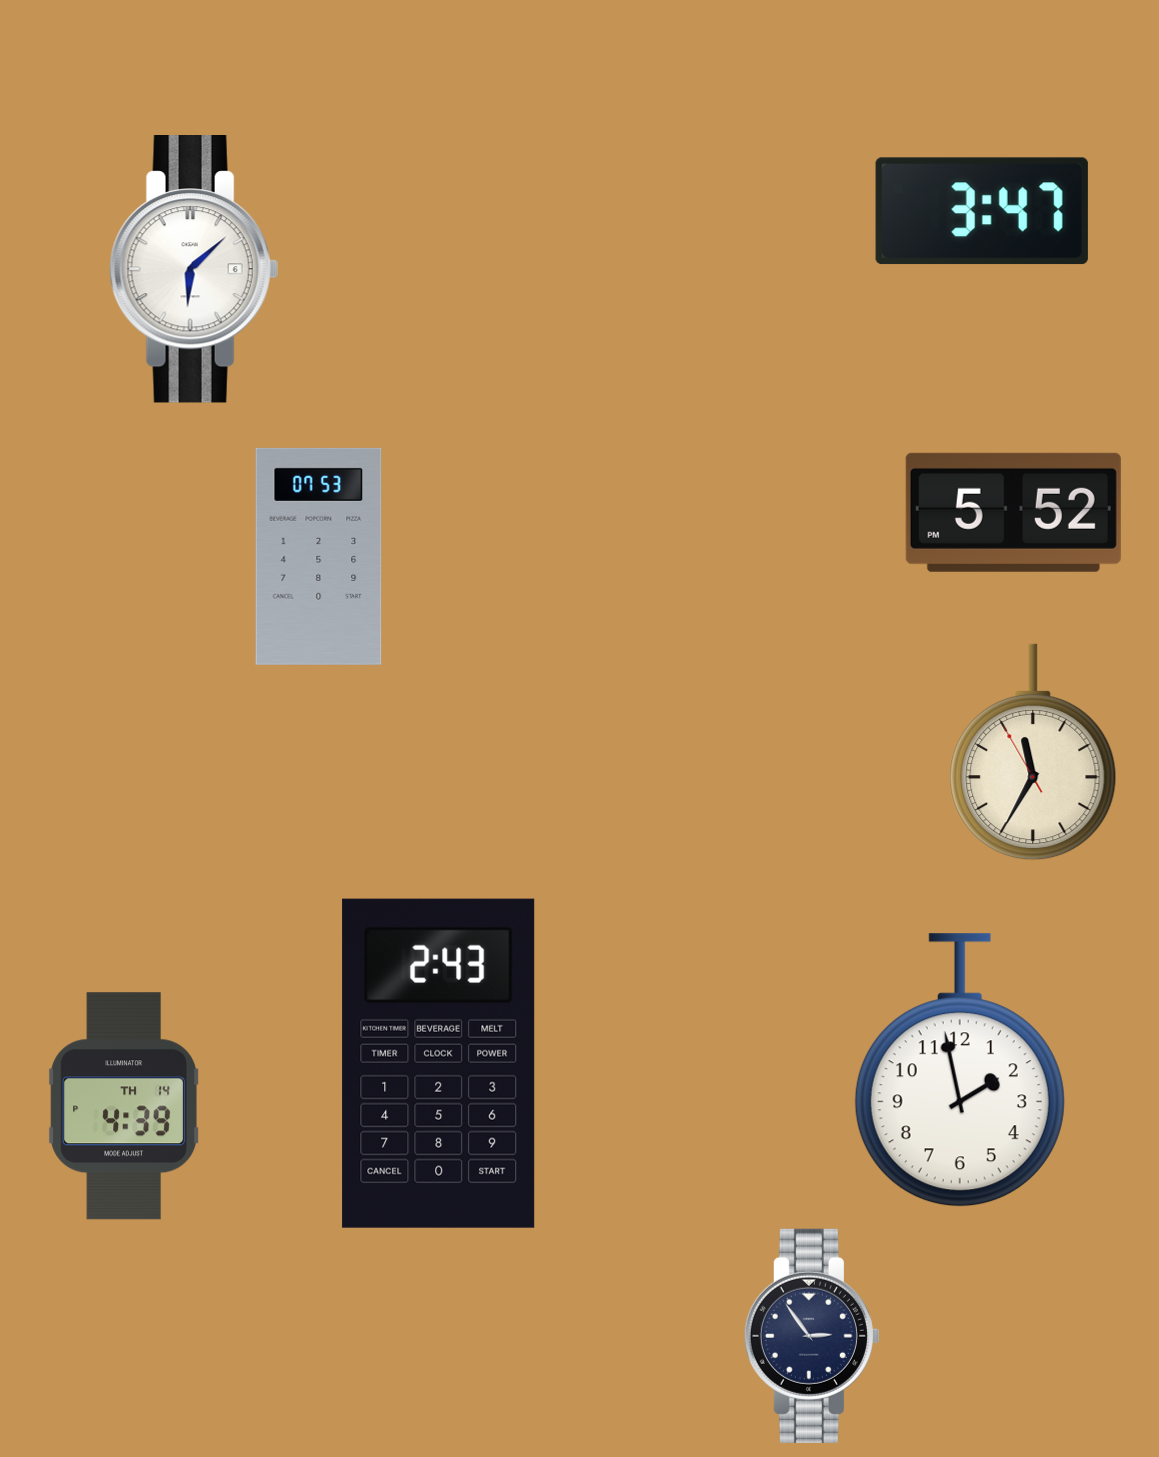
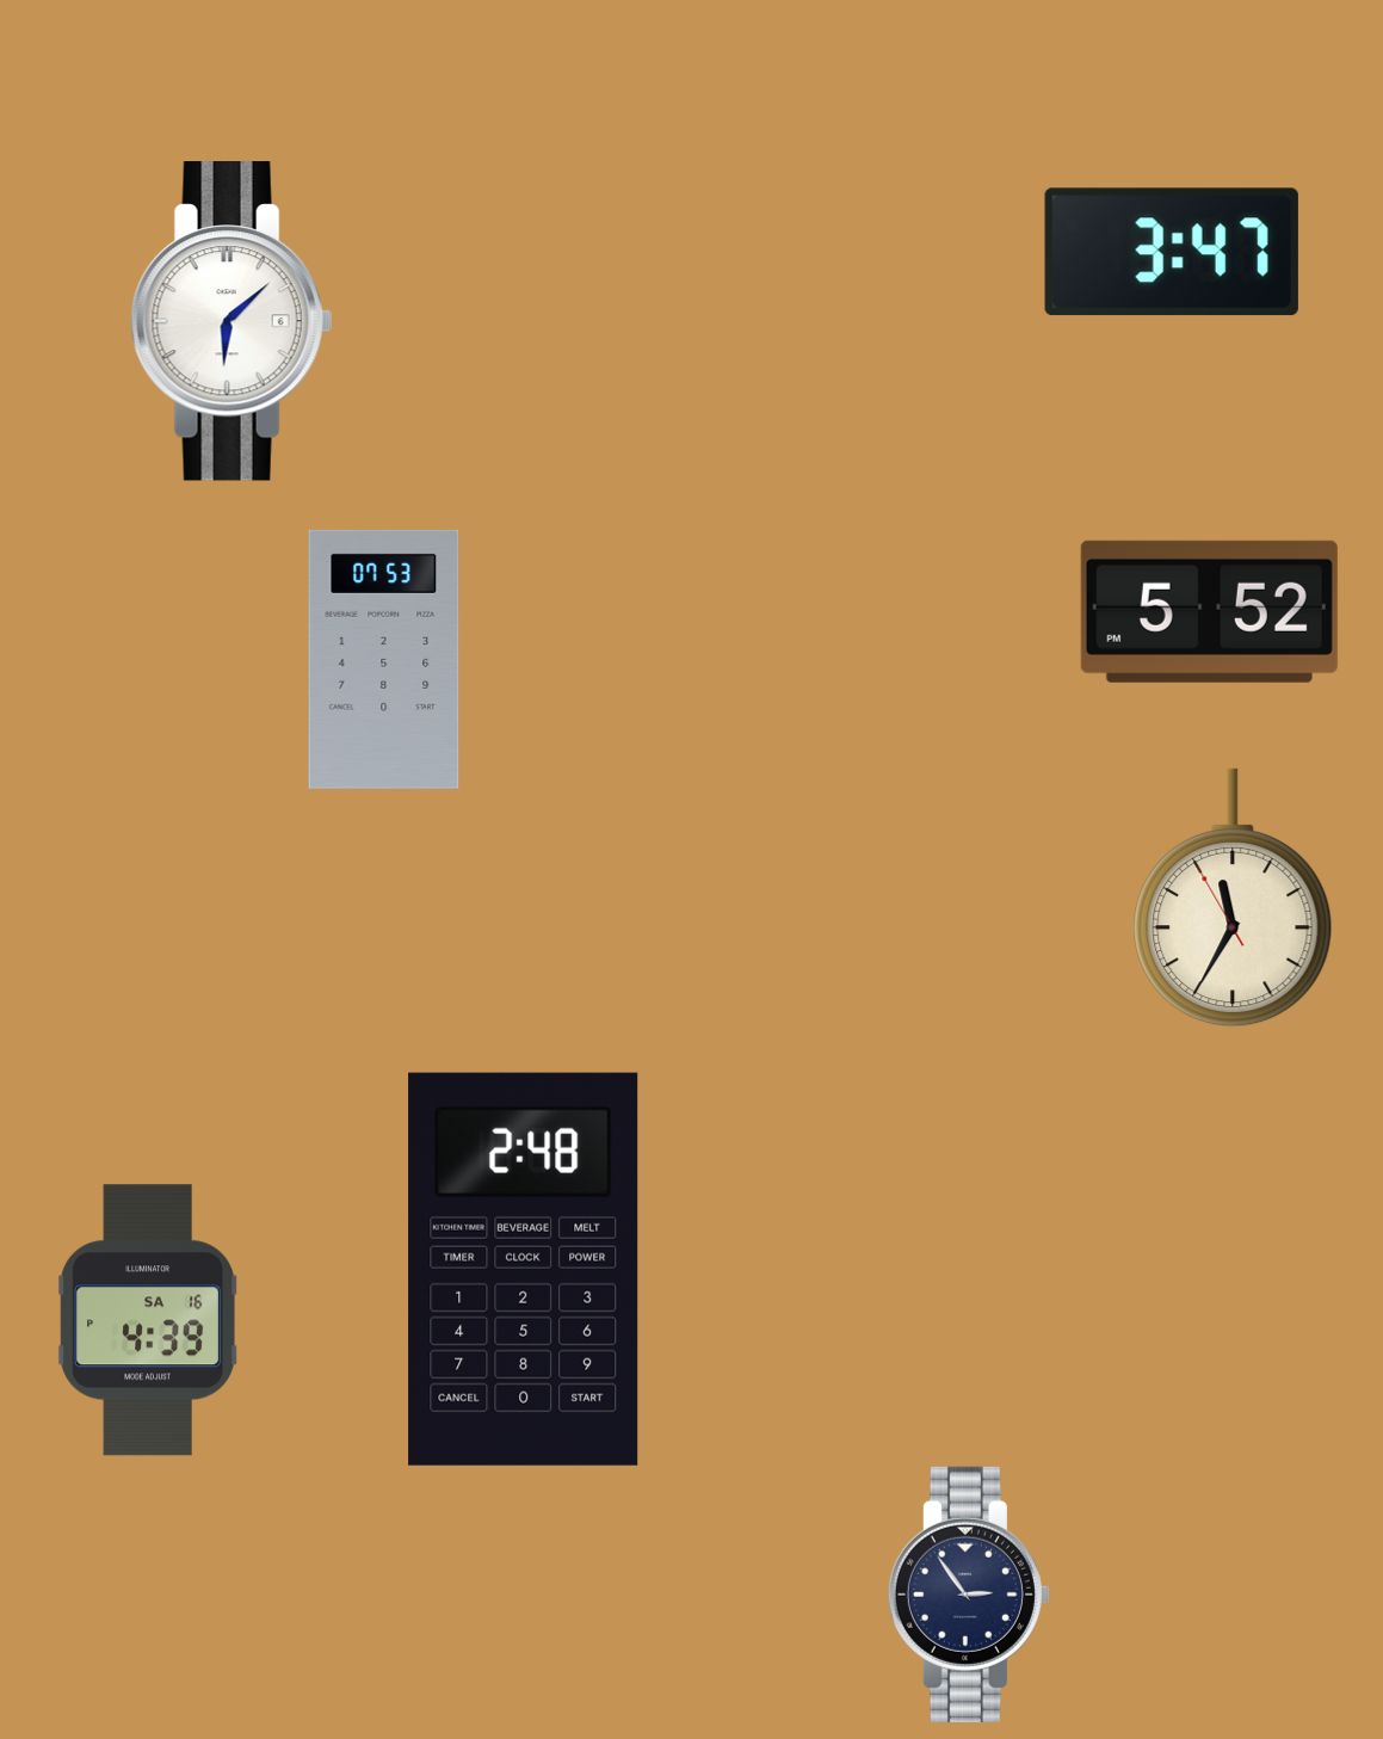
clock at (319, 556) position: (319, 556) -> (384, 659)
clock at (439, 1063): 2:43 -> 2:48
clock at (960, 1071): 1:58 -> none
clock at (124, 1106) date: TH 14 -> SA 16
